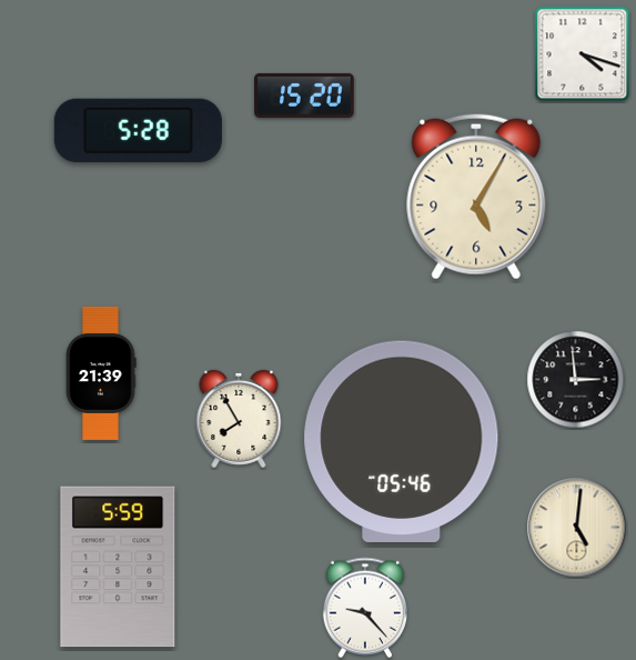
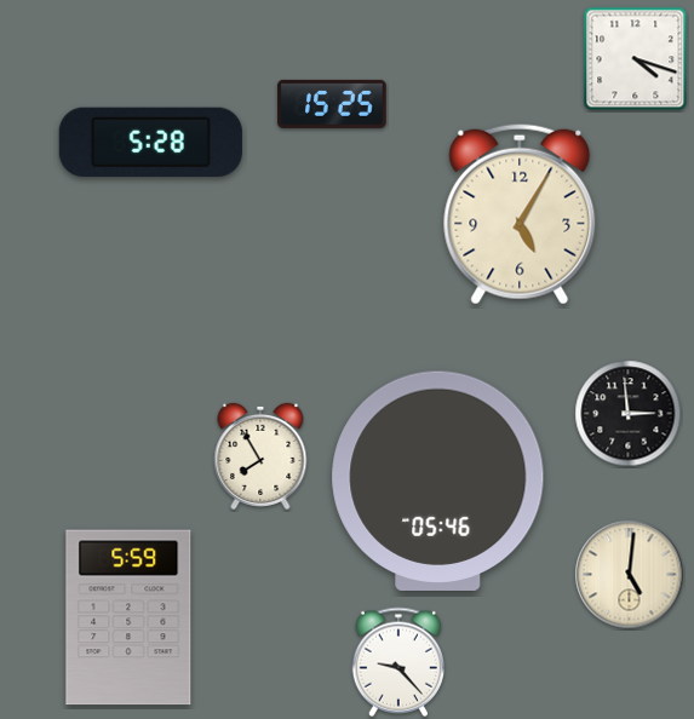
clock at (304, 96): 15:20 -> 15:25
clock at (101, 373): 21:39 -> none
